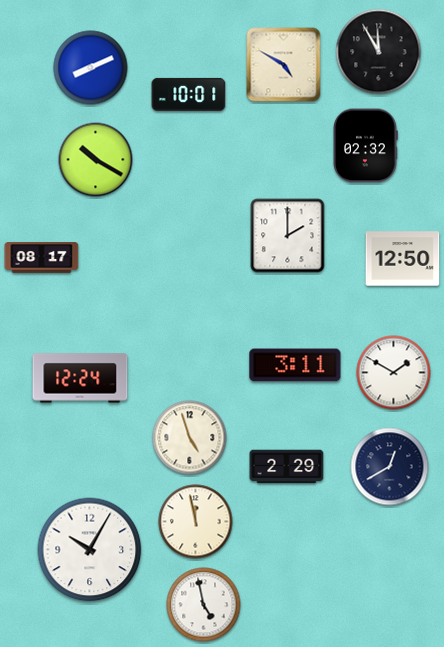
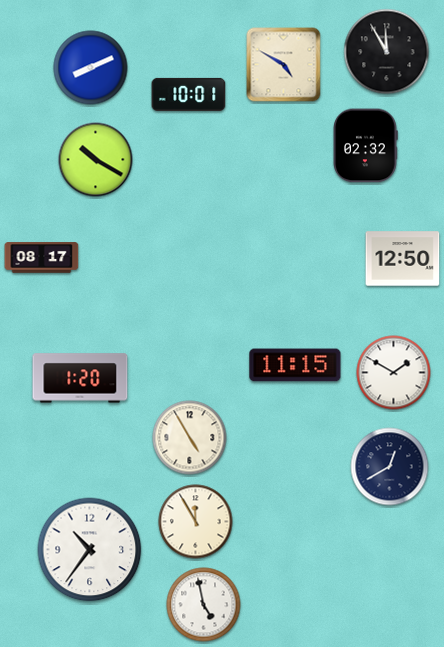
clock at (379, 52) position: (379, 52) -> (387, 52)
clock at (288, 236): 2:00 -> none
clock at (295, 365): 3:11 -> 11:15
clock at (80, 378): 12:24 -> 1:20
clock at (190, 438): 4:57 -> 4:55
clock at (287, 467): 2:29 -> none
clock at (196, 522): 11:58 -> 11:55
clock at (90, 550): 10:05 -> 10:36
